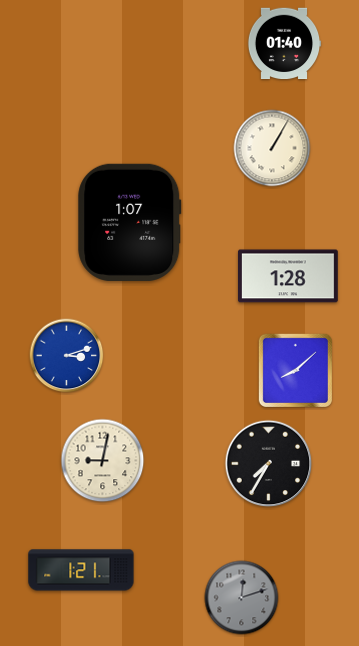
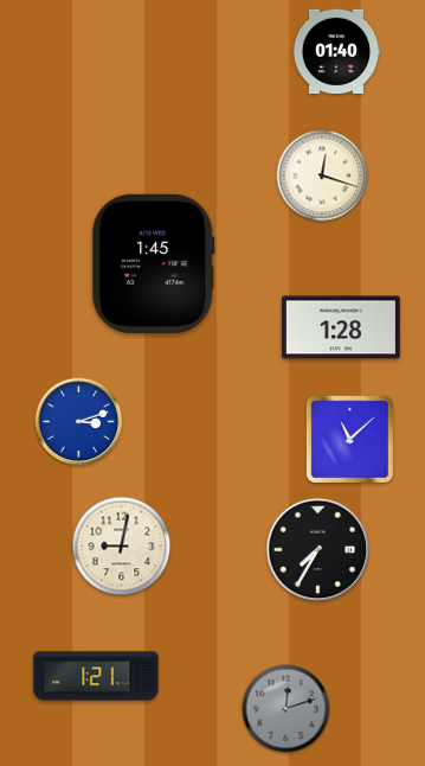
clock at (272, 148): 1:05 -> 12:18
clock at (130, 222): 1:07 -> 1:45
clock at (295, 370): 8:08 -> 11:08
